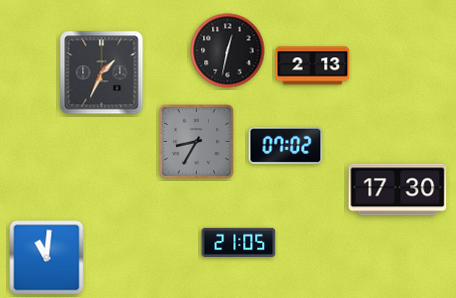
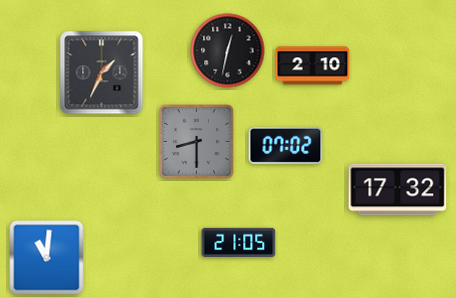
clock at (313, 66): 2:13 -> 2:10
clock at (197, 142): 8:35 -> 8:30
clock at (398, 190): 17:30 -> 17:32
